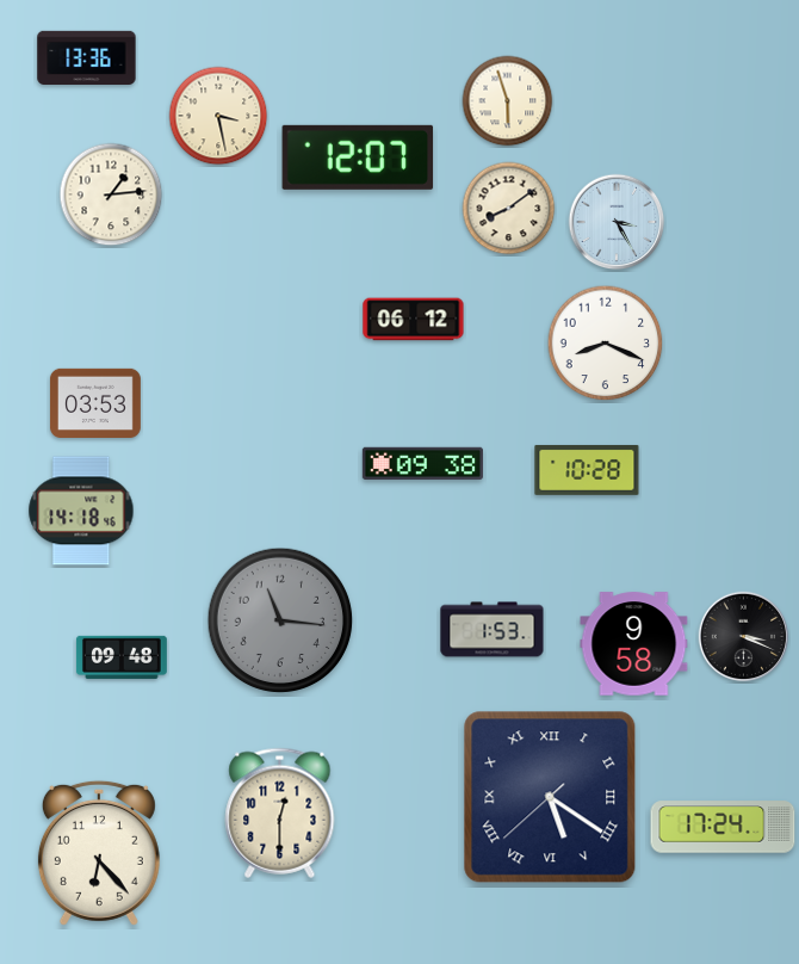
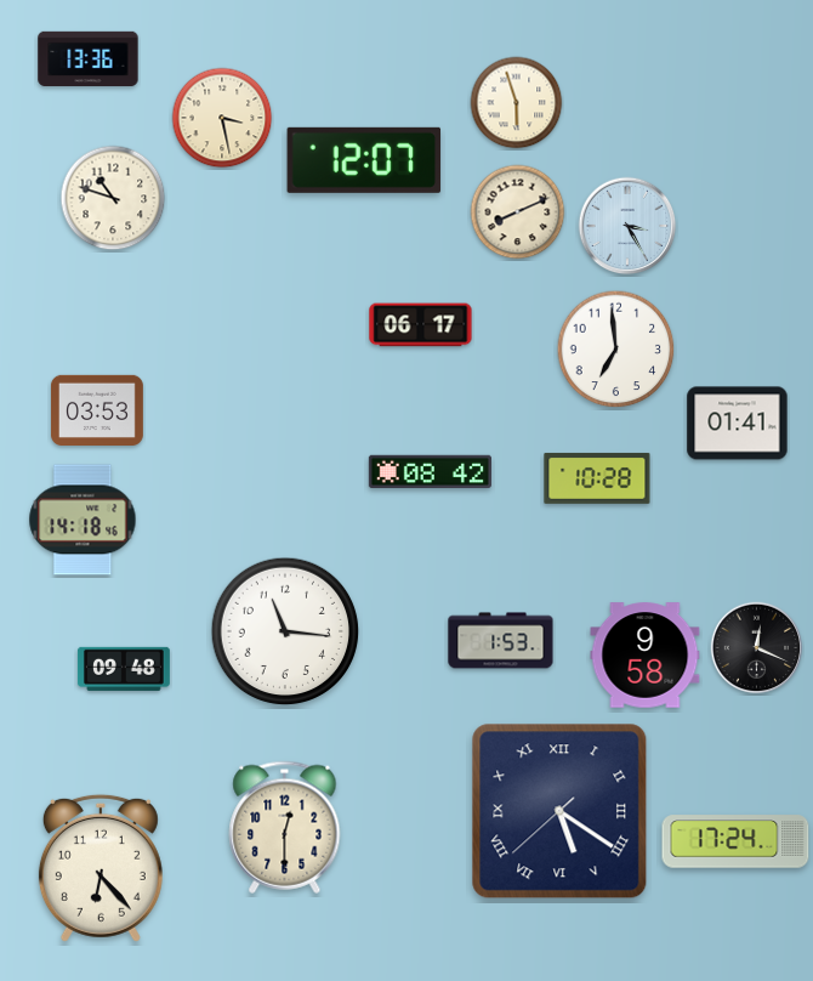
clock at (111, 194): 1:14 -> 10:48
clock at (509, 209): 8:09 -> 8:11
clock at (414, 320): 06:12 -> 06:17
clock at (606, 344): 8:19 -> 6:59
clock at (738, 424): none -> 01:41
clock at (422, 464): 09:38 -> 08:42
clock at (280, 620) dial: grey -> white
clock at (744, 637): 3:19 -> 12:19
